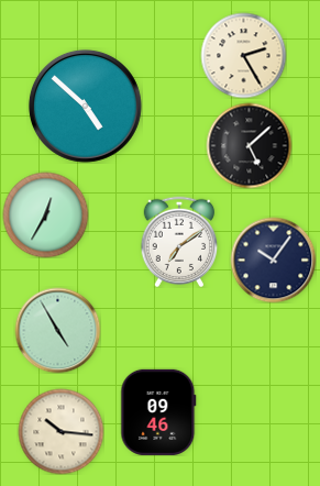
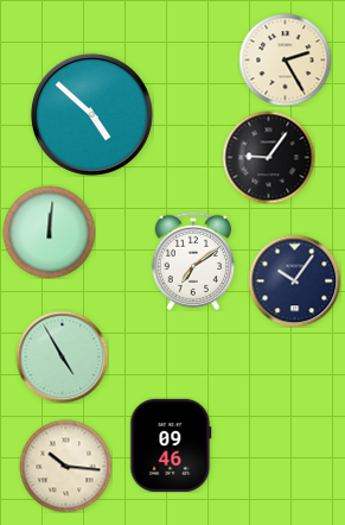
clock at (243, 55) position: (243, 55) -> (285, 59)
clock at (249, 145): 5:08 -> 9:06
clock at (45, 214): 12:35 -> 12:01
